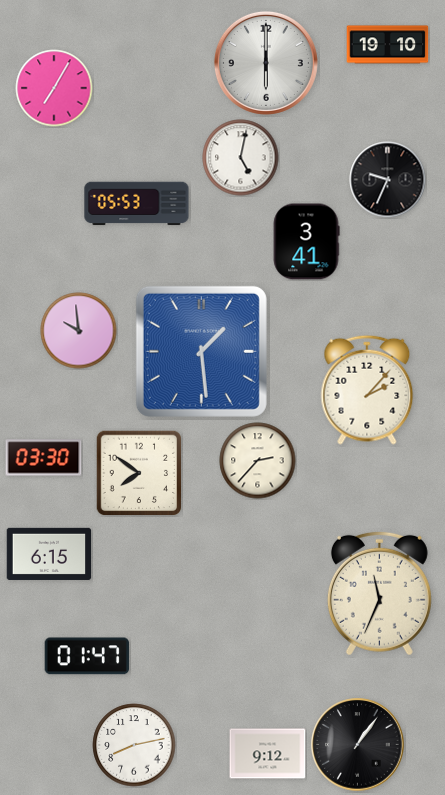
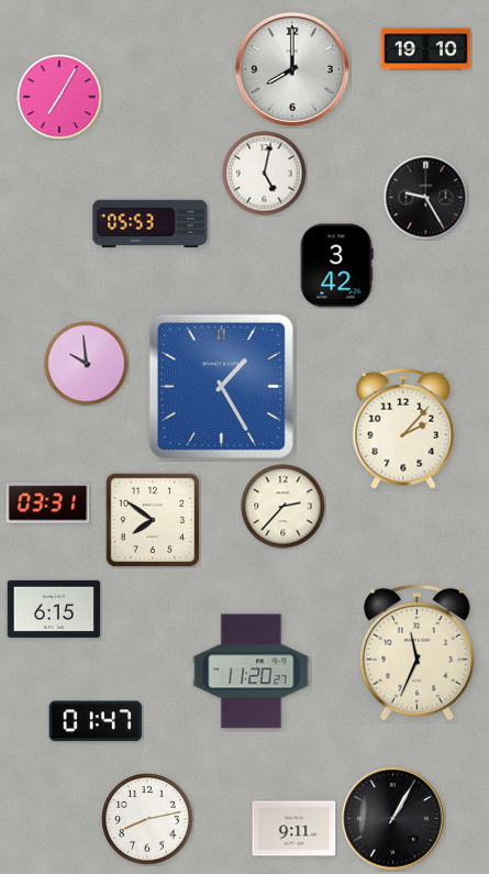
clock at (266, 63): 6:00 -> 8:00
clock at (388, 180): 9:34 -> 9:25
clock at (306, 242): 3:41 -> 3:42
clock at (201, 351): 1:29 -> 1:25
clock at (44, 458): 03:30 -> 03:31
clock at (252, 672): none -> 11:20
clock at (358, 745): 1:06 -> 1:05
clock at (268, 754): 9:12 -> 9:11
